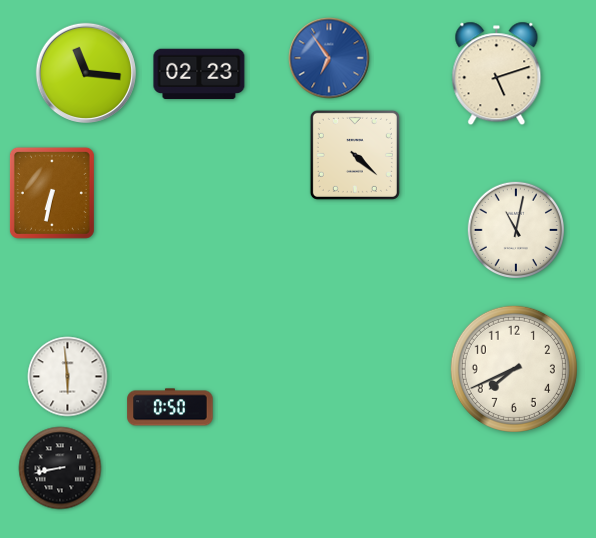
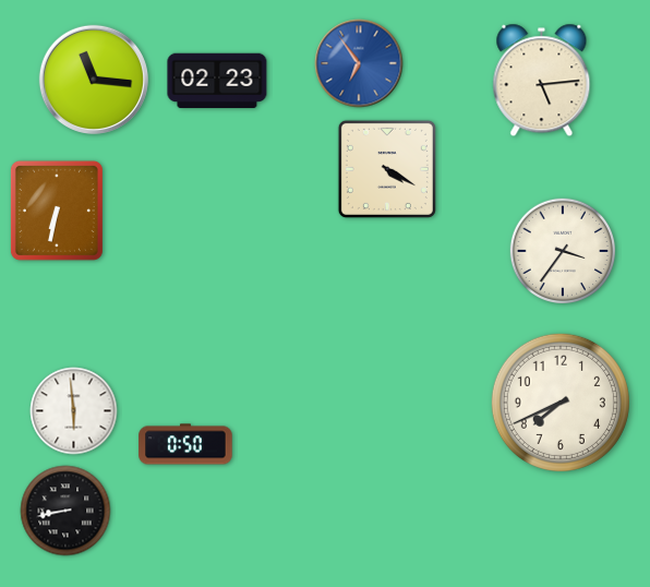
clock at (497, 74): 5:12 -> 5:14
clock at (355, 155): 4:22 -> 4:20
clock at (515, 229): 11:02 -> 3:36
